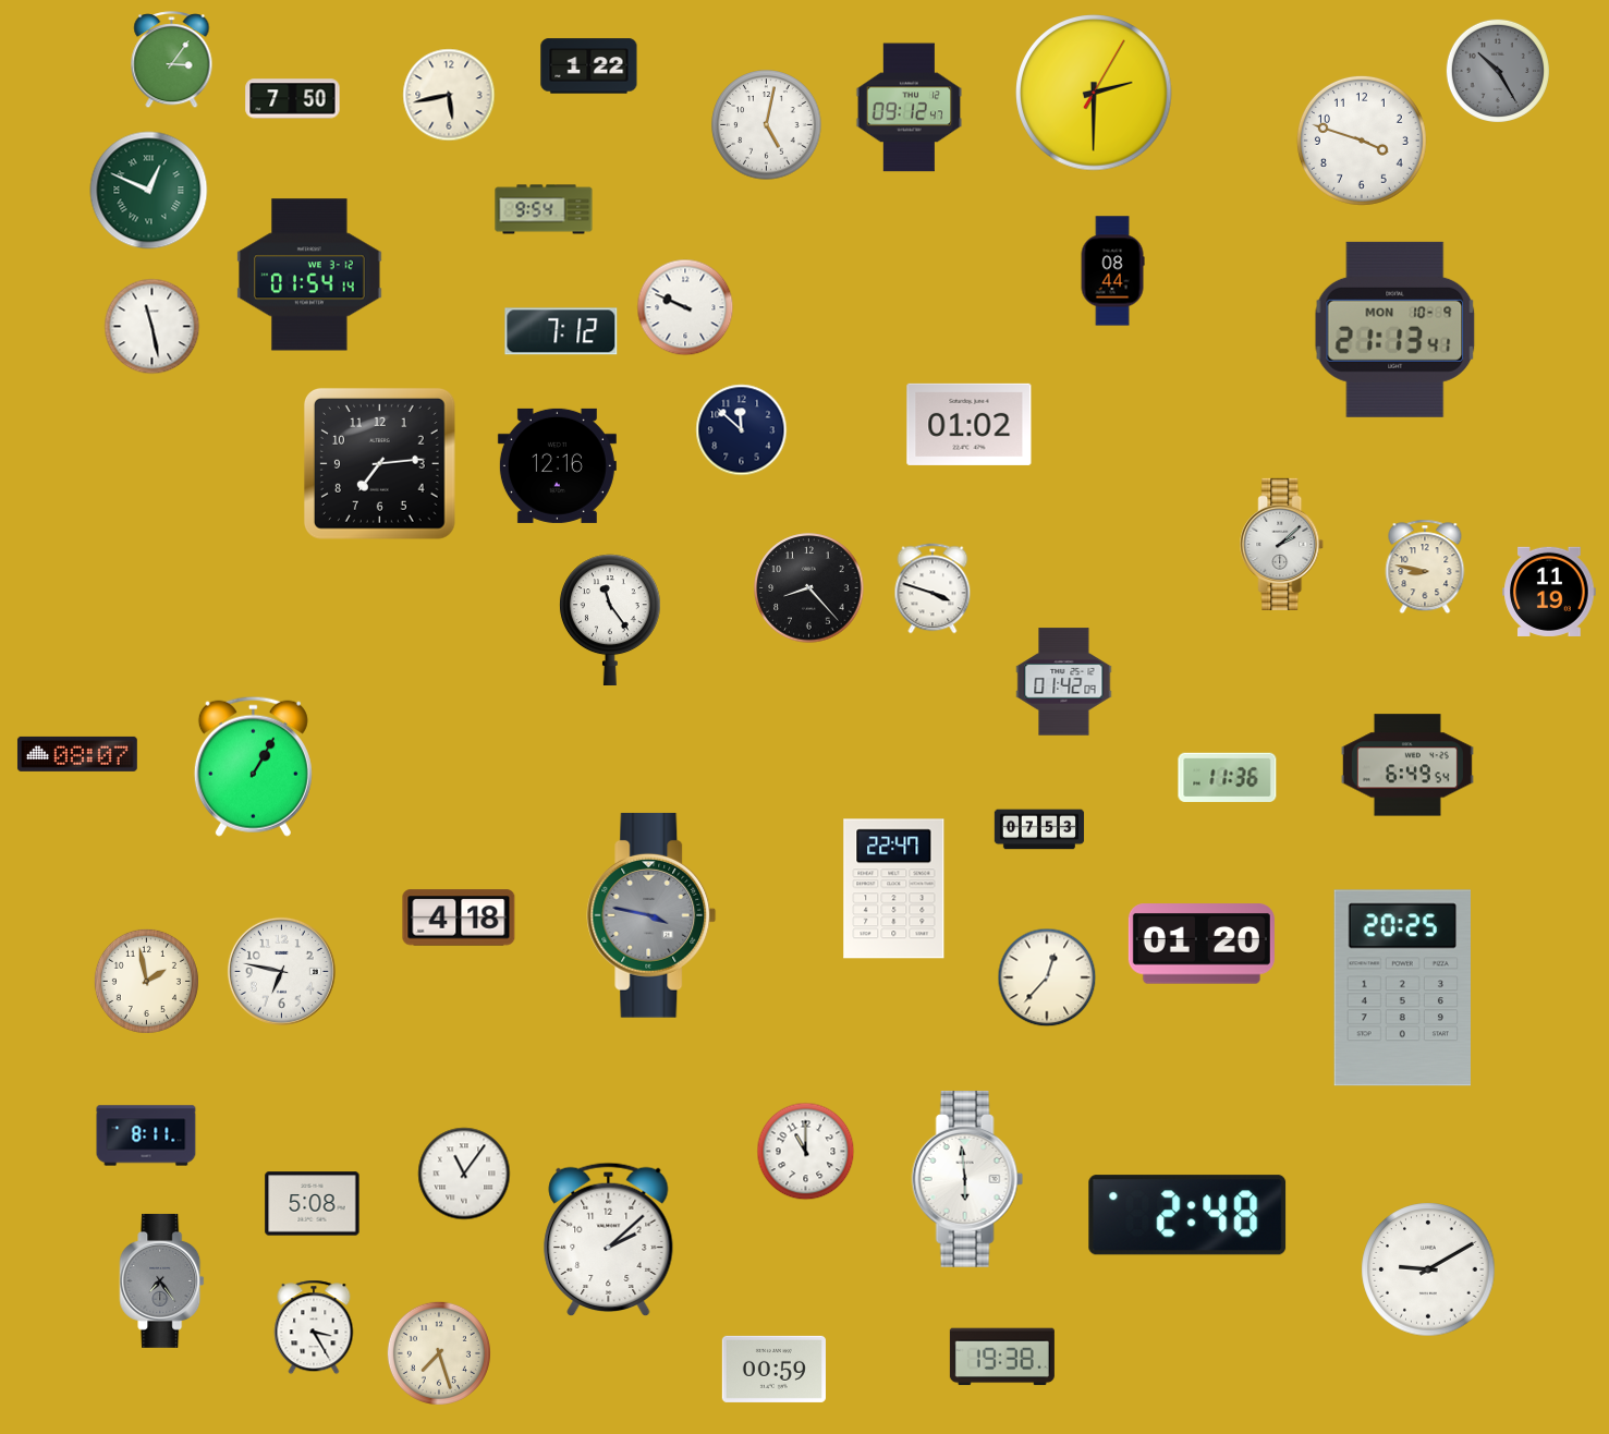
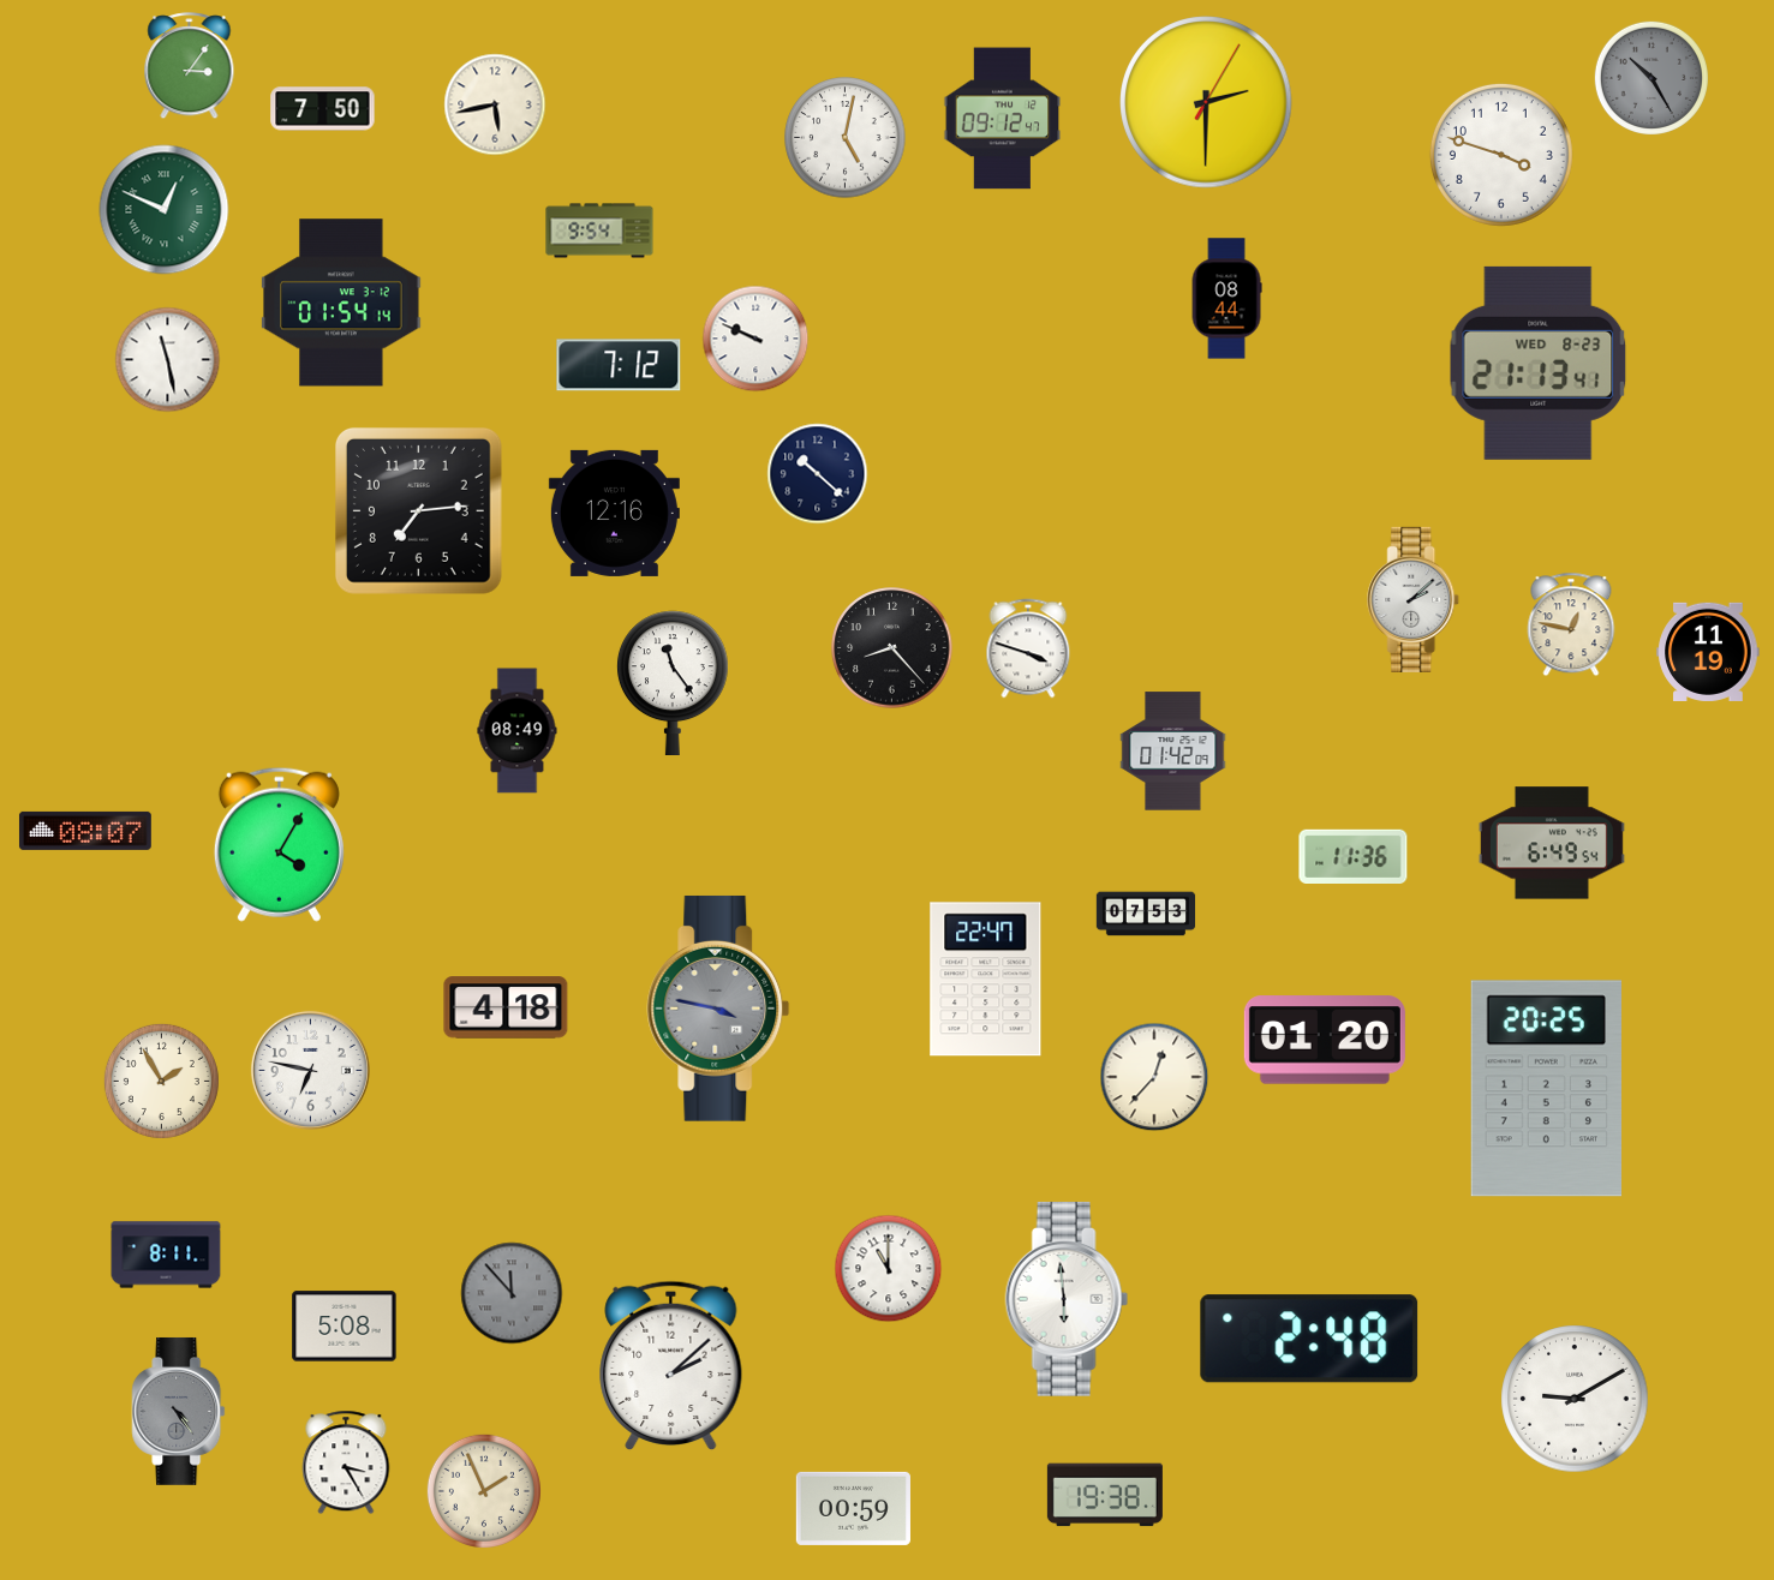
clock at (589, 66): 1:22 -> none
clock at (1395, 329) date: MON 10-9 -> WED 8-23
clock at (970, 424): 01:02 -> none
clock at (742, 430): 11:52 -> 10:22
clock at (1425, 567): 8:47 -> 12:47
clock at (518, 731): none -> 08:49
clock at (253, 766): 1:05 -> 4:05
clock at (459, 917) position: (459, 917) -> (506, 1007)
clock at (146, 981): 1:58 -> 1:55
clock at (146, 1135) position: (146, 1135) -> (166, 1255)
clock at (464, 1174): 11:06 -> 11:53
clock at (464, 1174) dial: white -> grey
clock at (162, 1280): 7:24 -> 4:24
clock at (439, 1353): 7:27 -> 1:56
